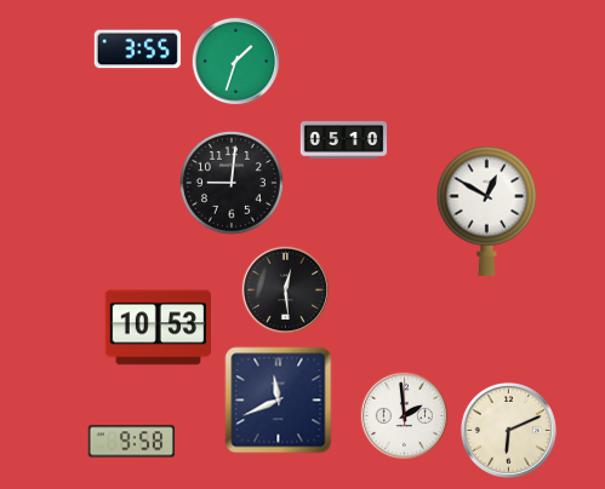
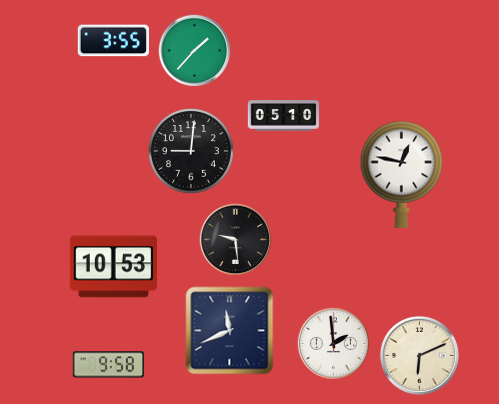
clock at (236, 62): 1:33 -> 1:37
clock at (487, 211): 12:50 -> 12:47
clock at (286, 290): 12:29 -> 9:29
clock at (158, 328) position: (158, 328) -> (113, 267)
